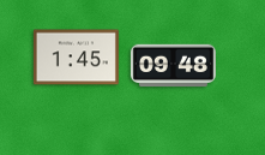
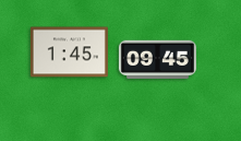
clock at (173, 66): 09:48 -> 09:45
